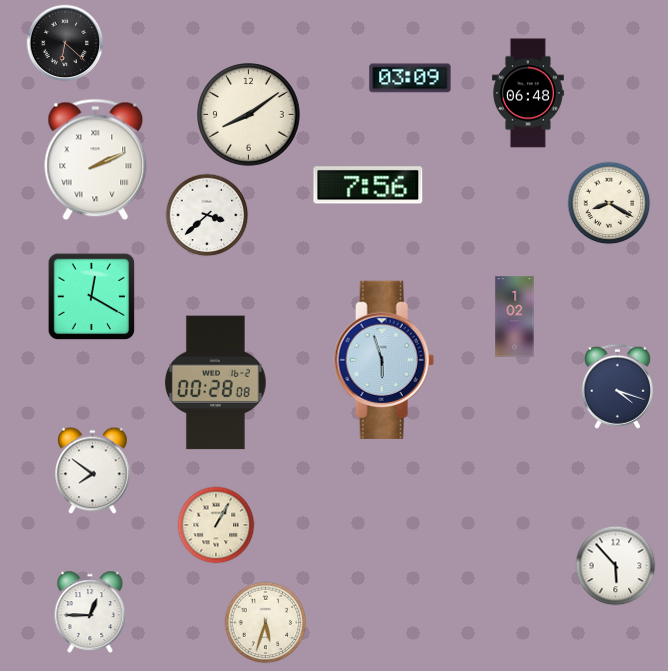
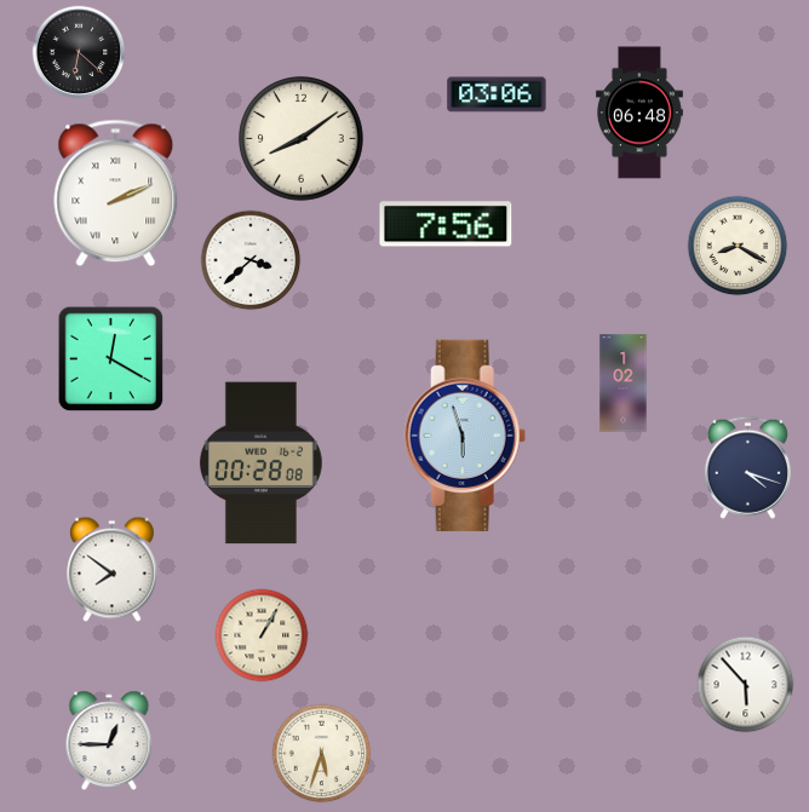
clock at (410, 78): 03:09 -> 03:06
